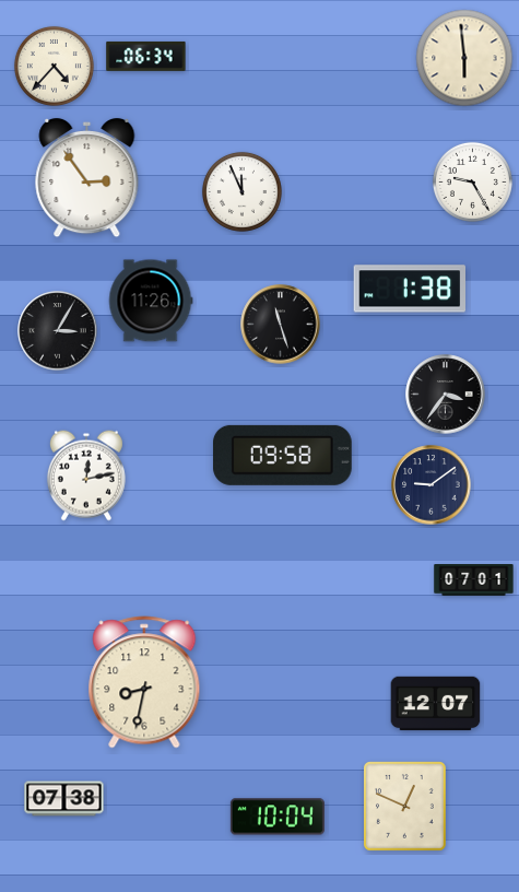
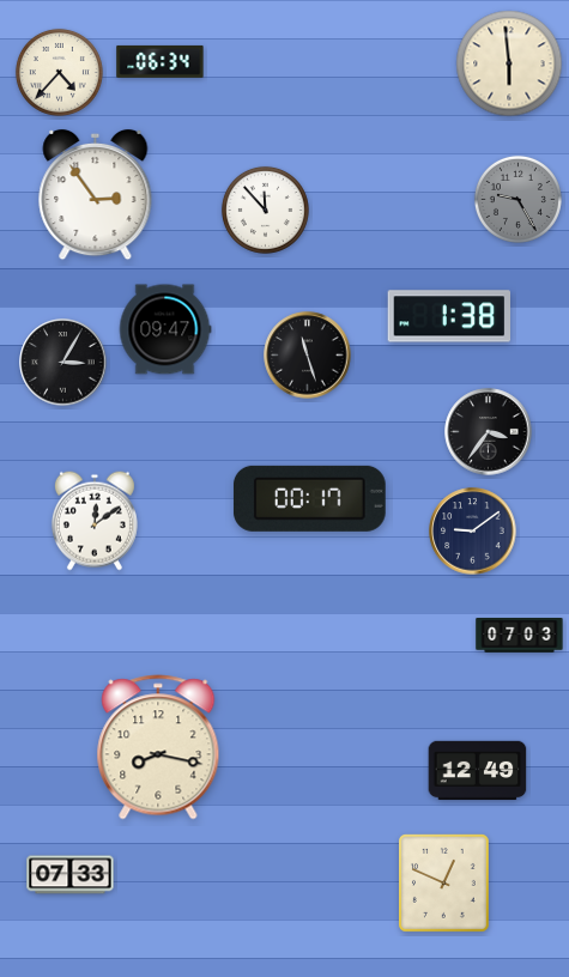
clock at (472, 181) dial: white -> grey
clock at (241, 191): 11:56 -> 11:53
clock at (151, 301): 11:26 -> 09:47
clock at (282, 455): 09:58 -> 00:17
clock at (86, 476): 12:13 -> 12:09
clock at (474, 580): 07:01 -> 07:03
clock at (144, 682): 8:32 -> 8:17
clock at (436, 704): 12:07 -> 12:49
clock at (64, 799): 07:38 -> 07:33
clock at (278, 817): 10:04 -> none
